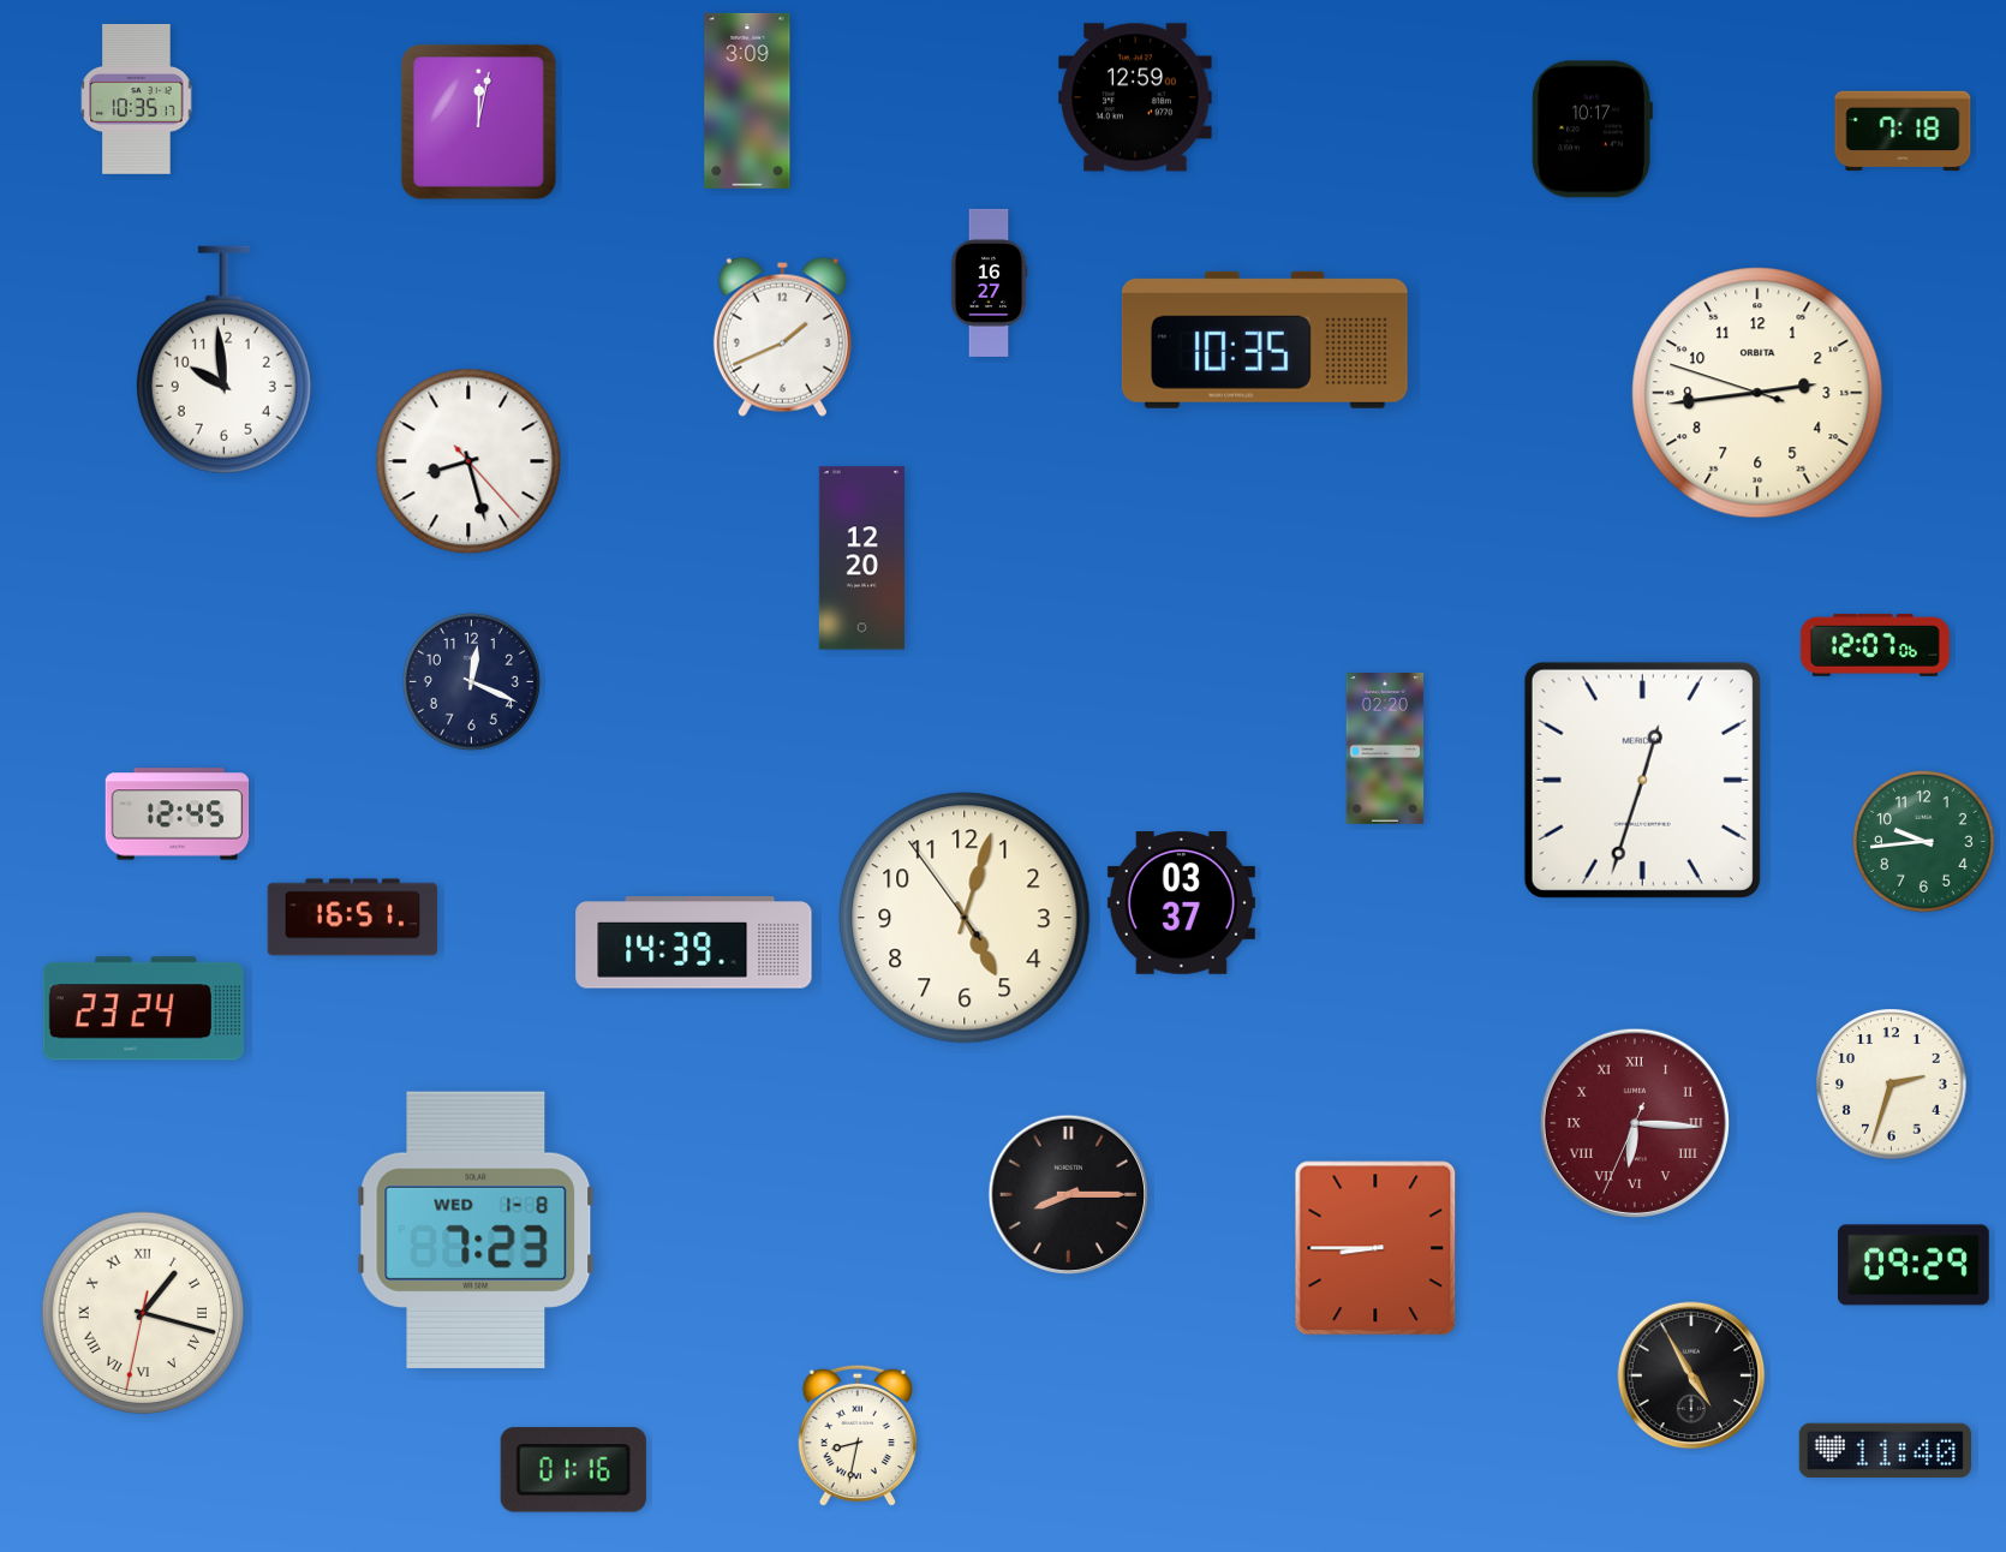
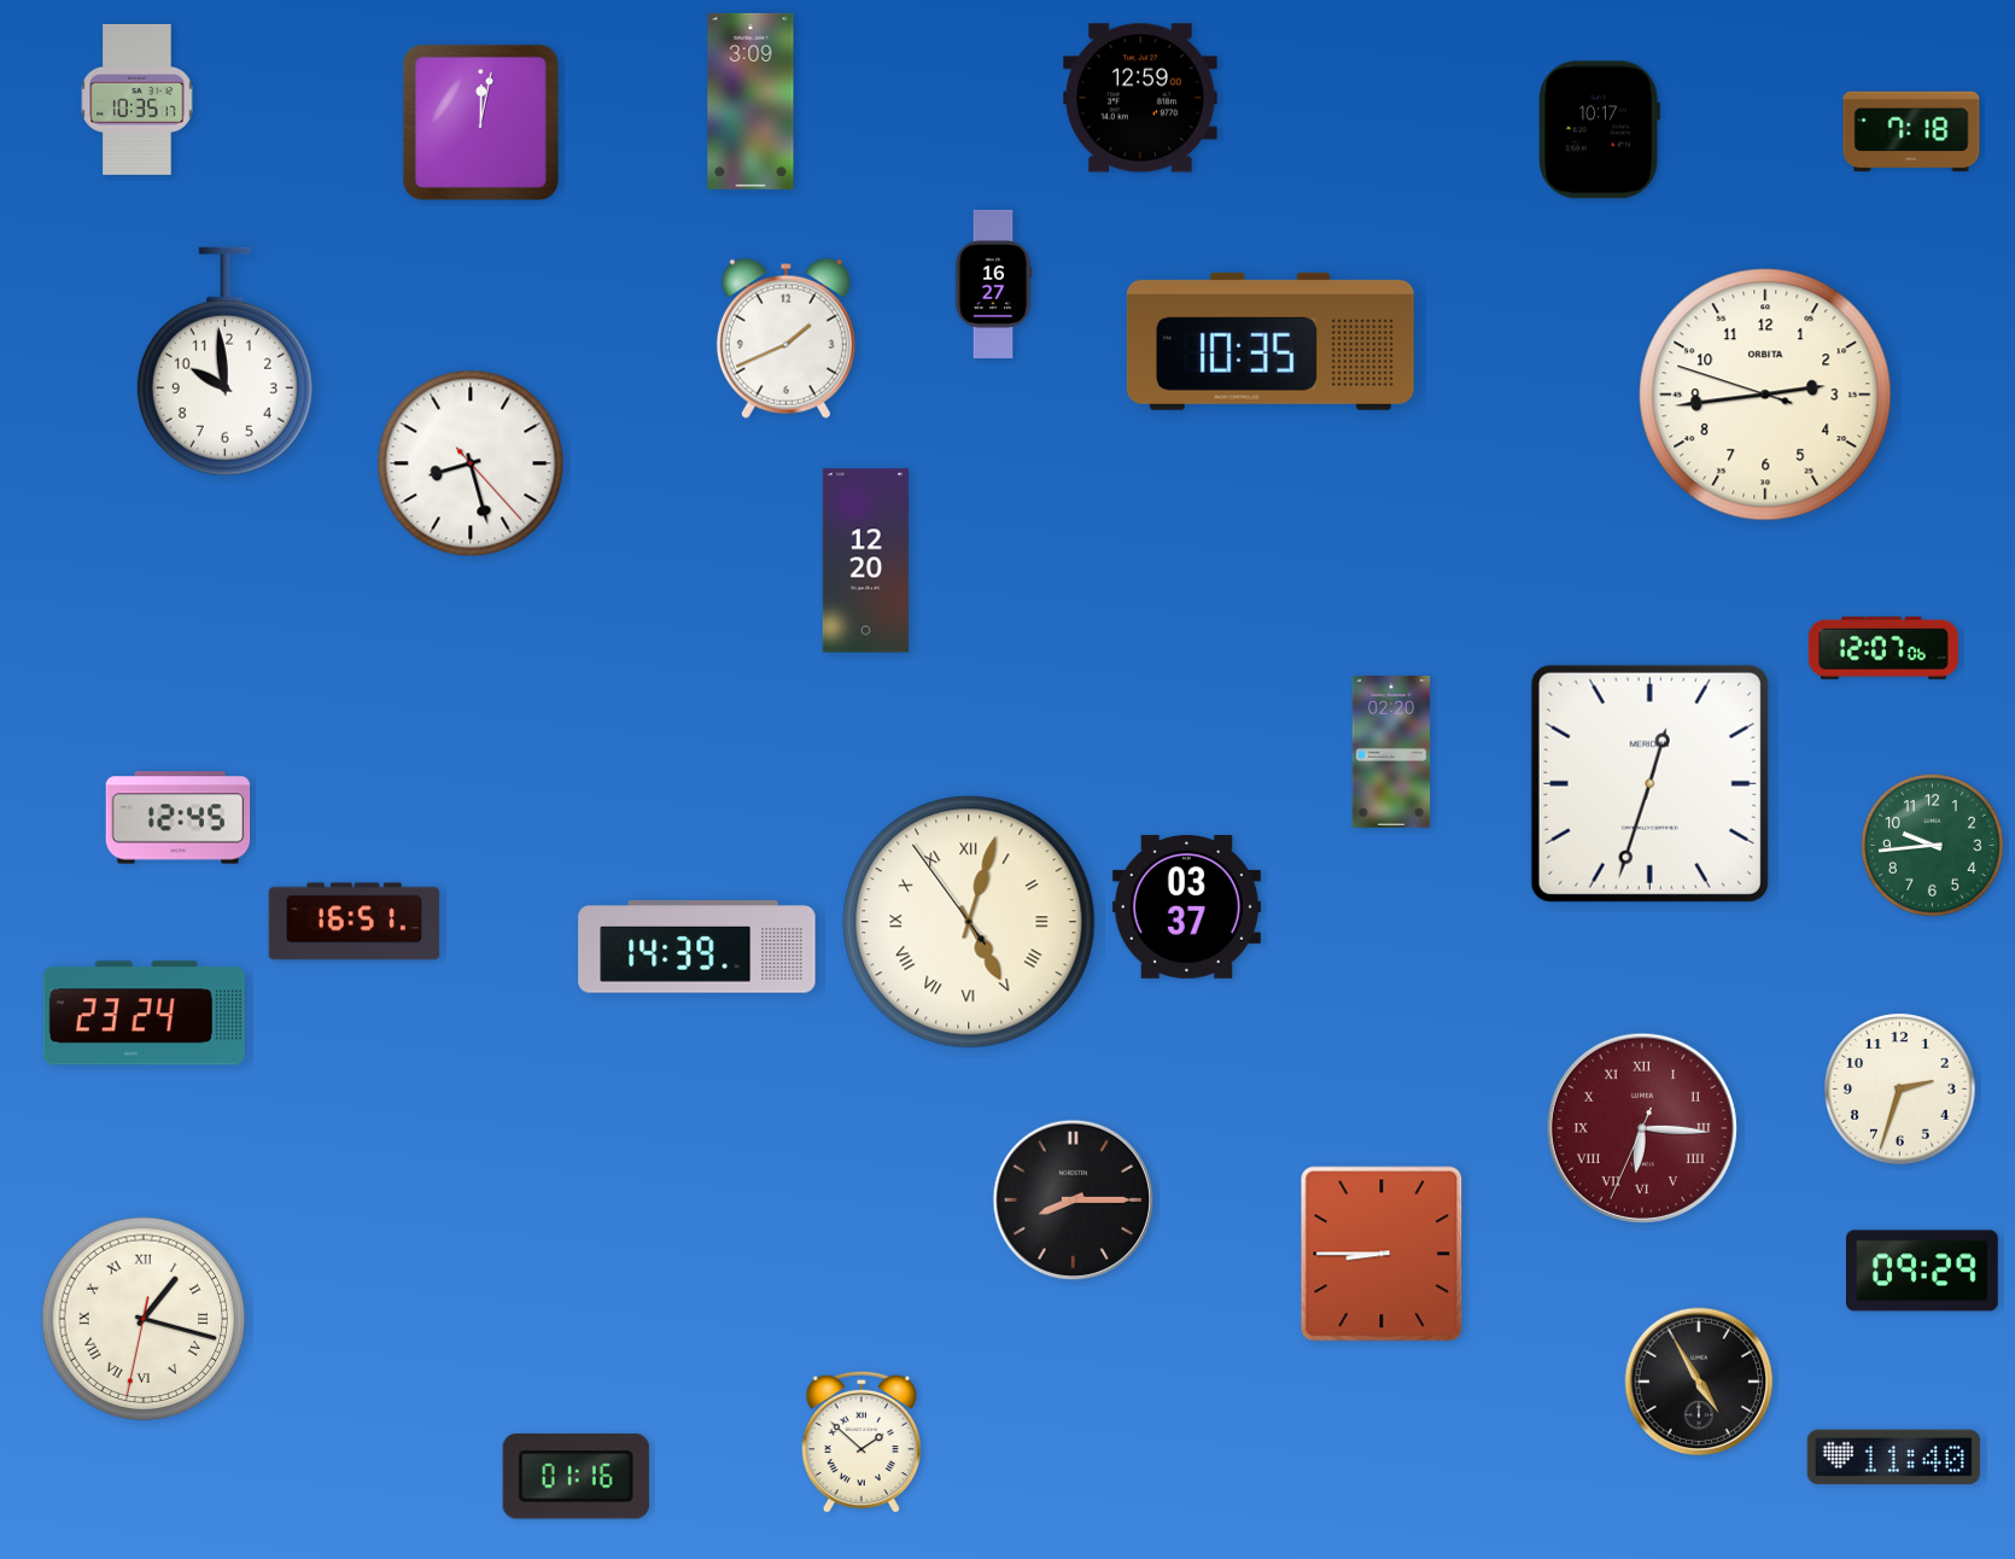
clock at (471, 681): 12:19 -> none
clock at (965, 918) numerals: Arabic -> Roman
clock at (476, 1230): 7:23 -> none
clock at (858, 1435): 8:32 -> 1:52
